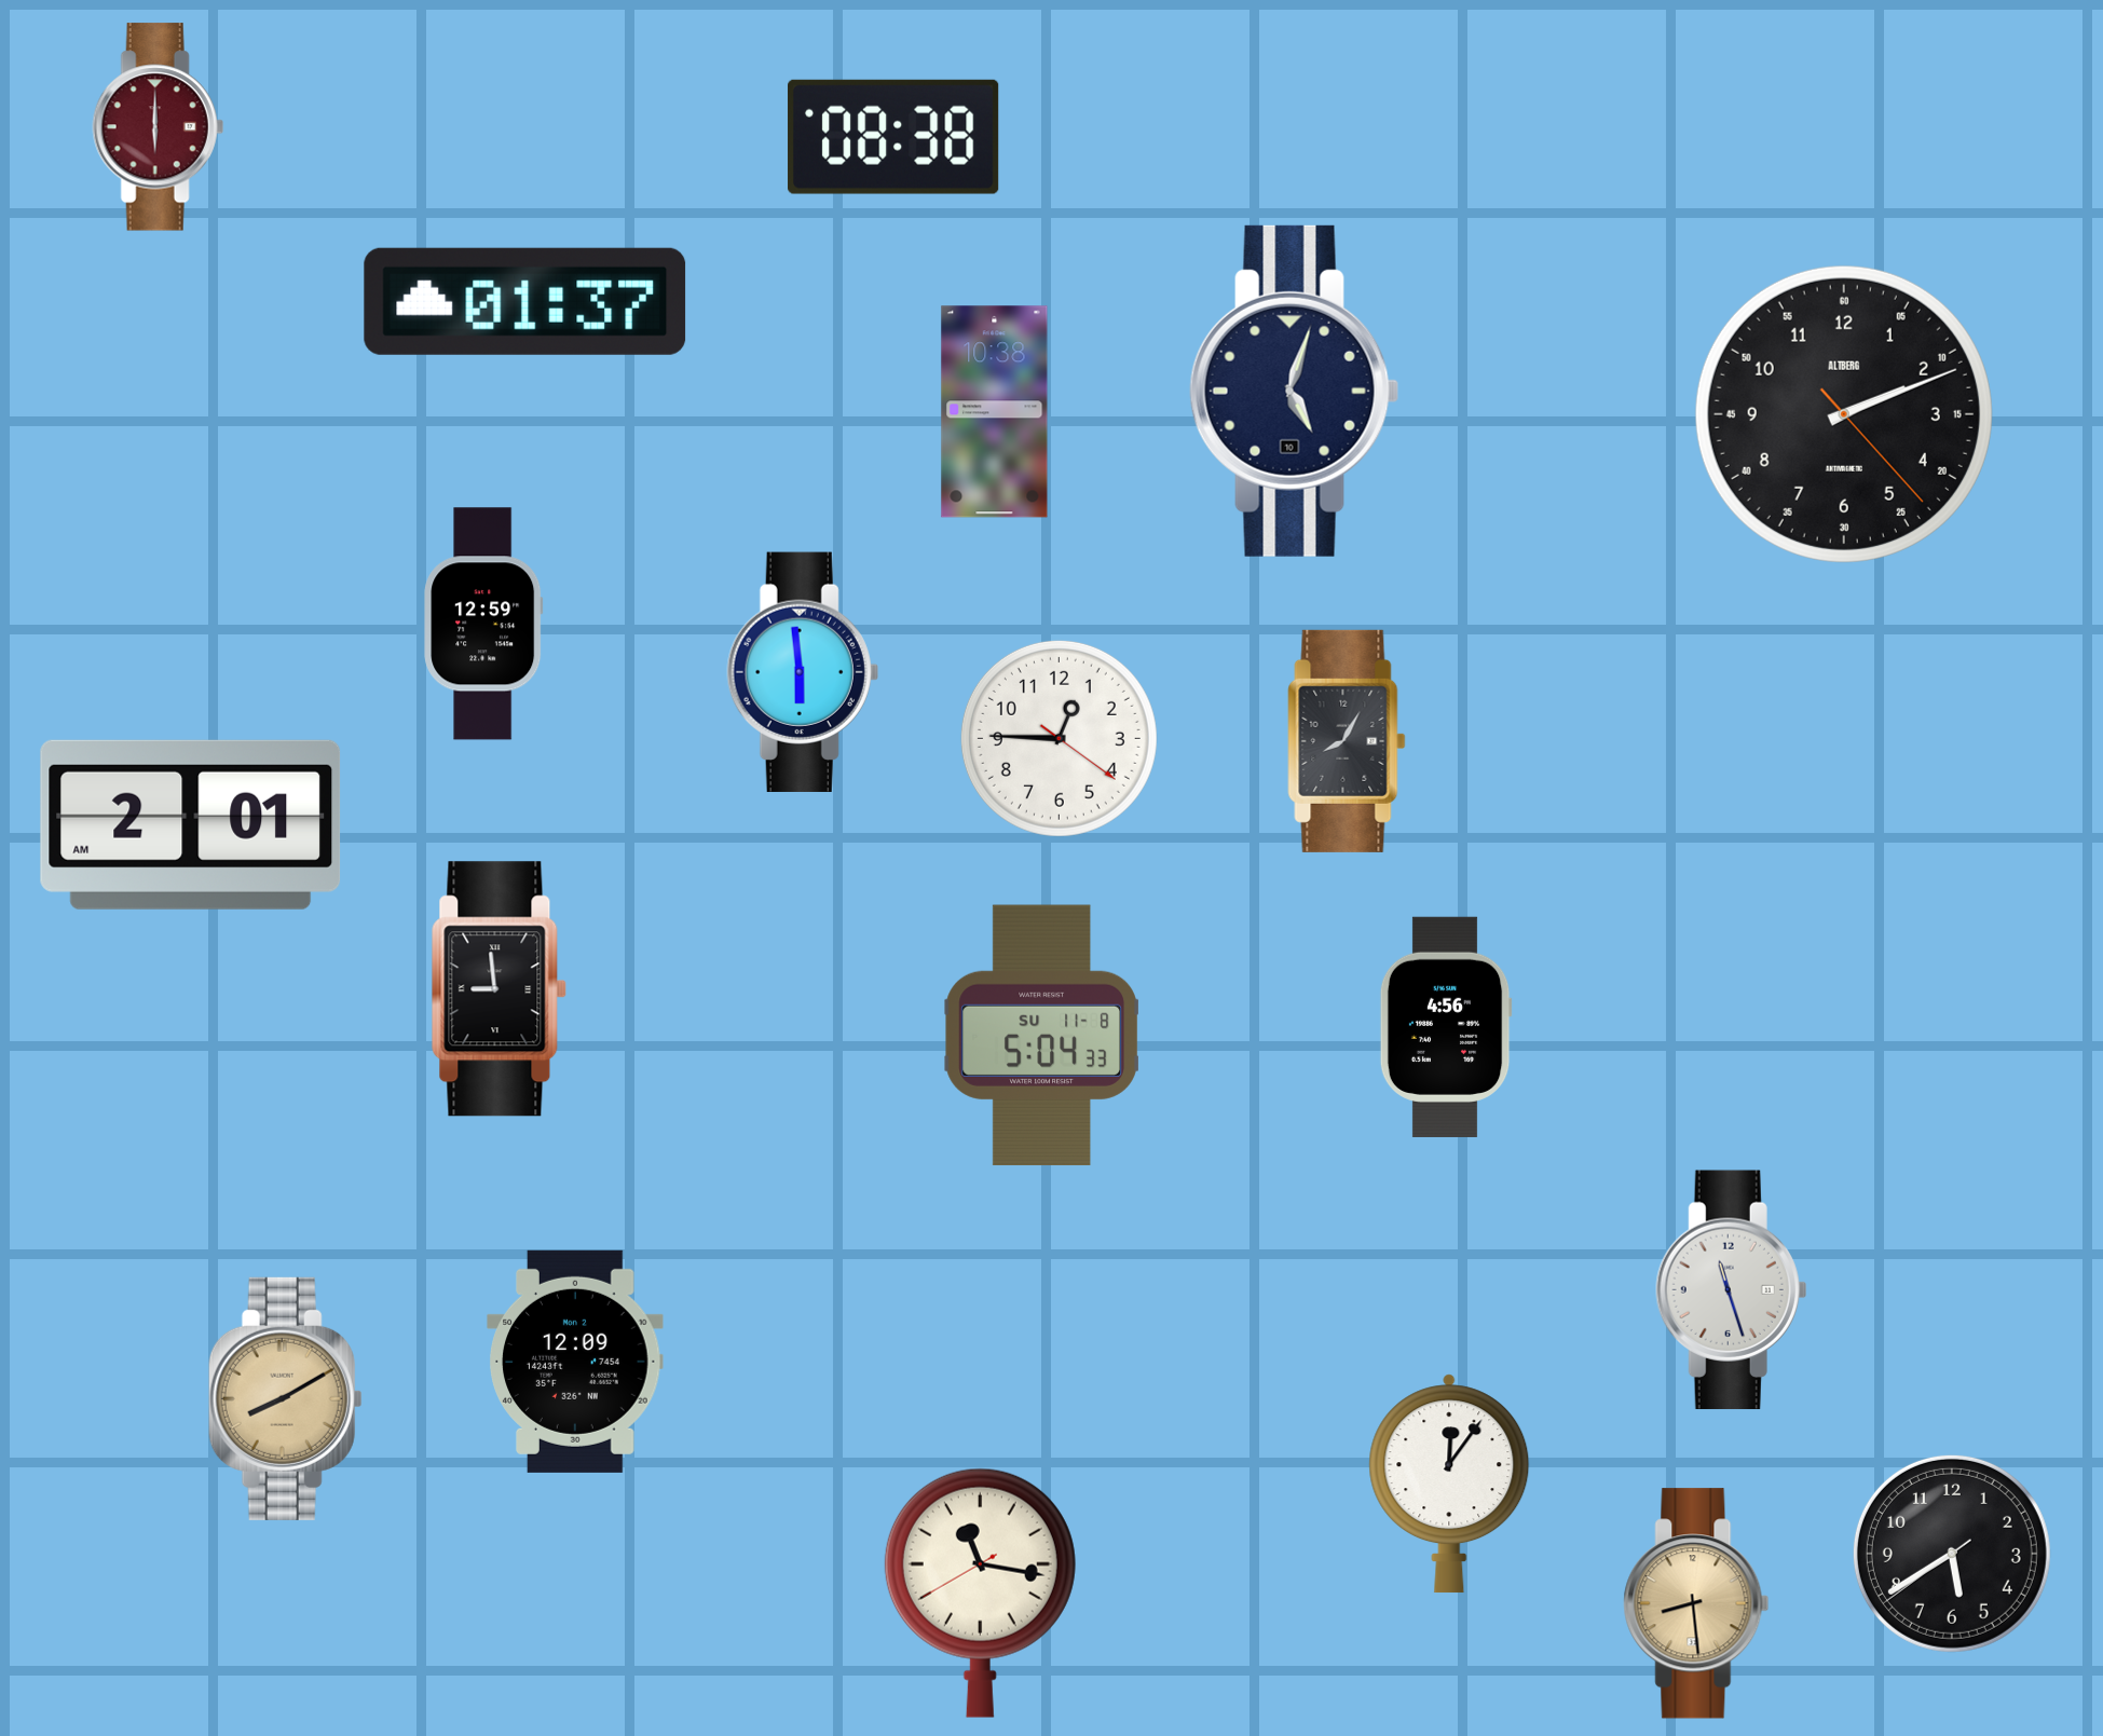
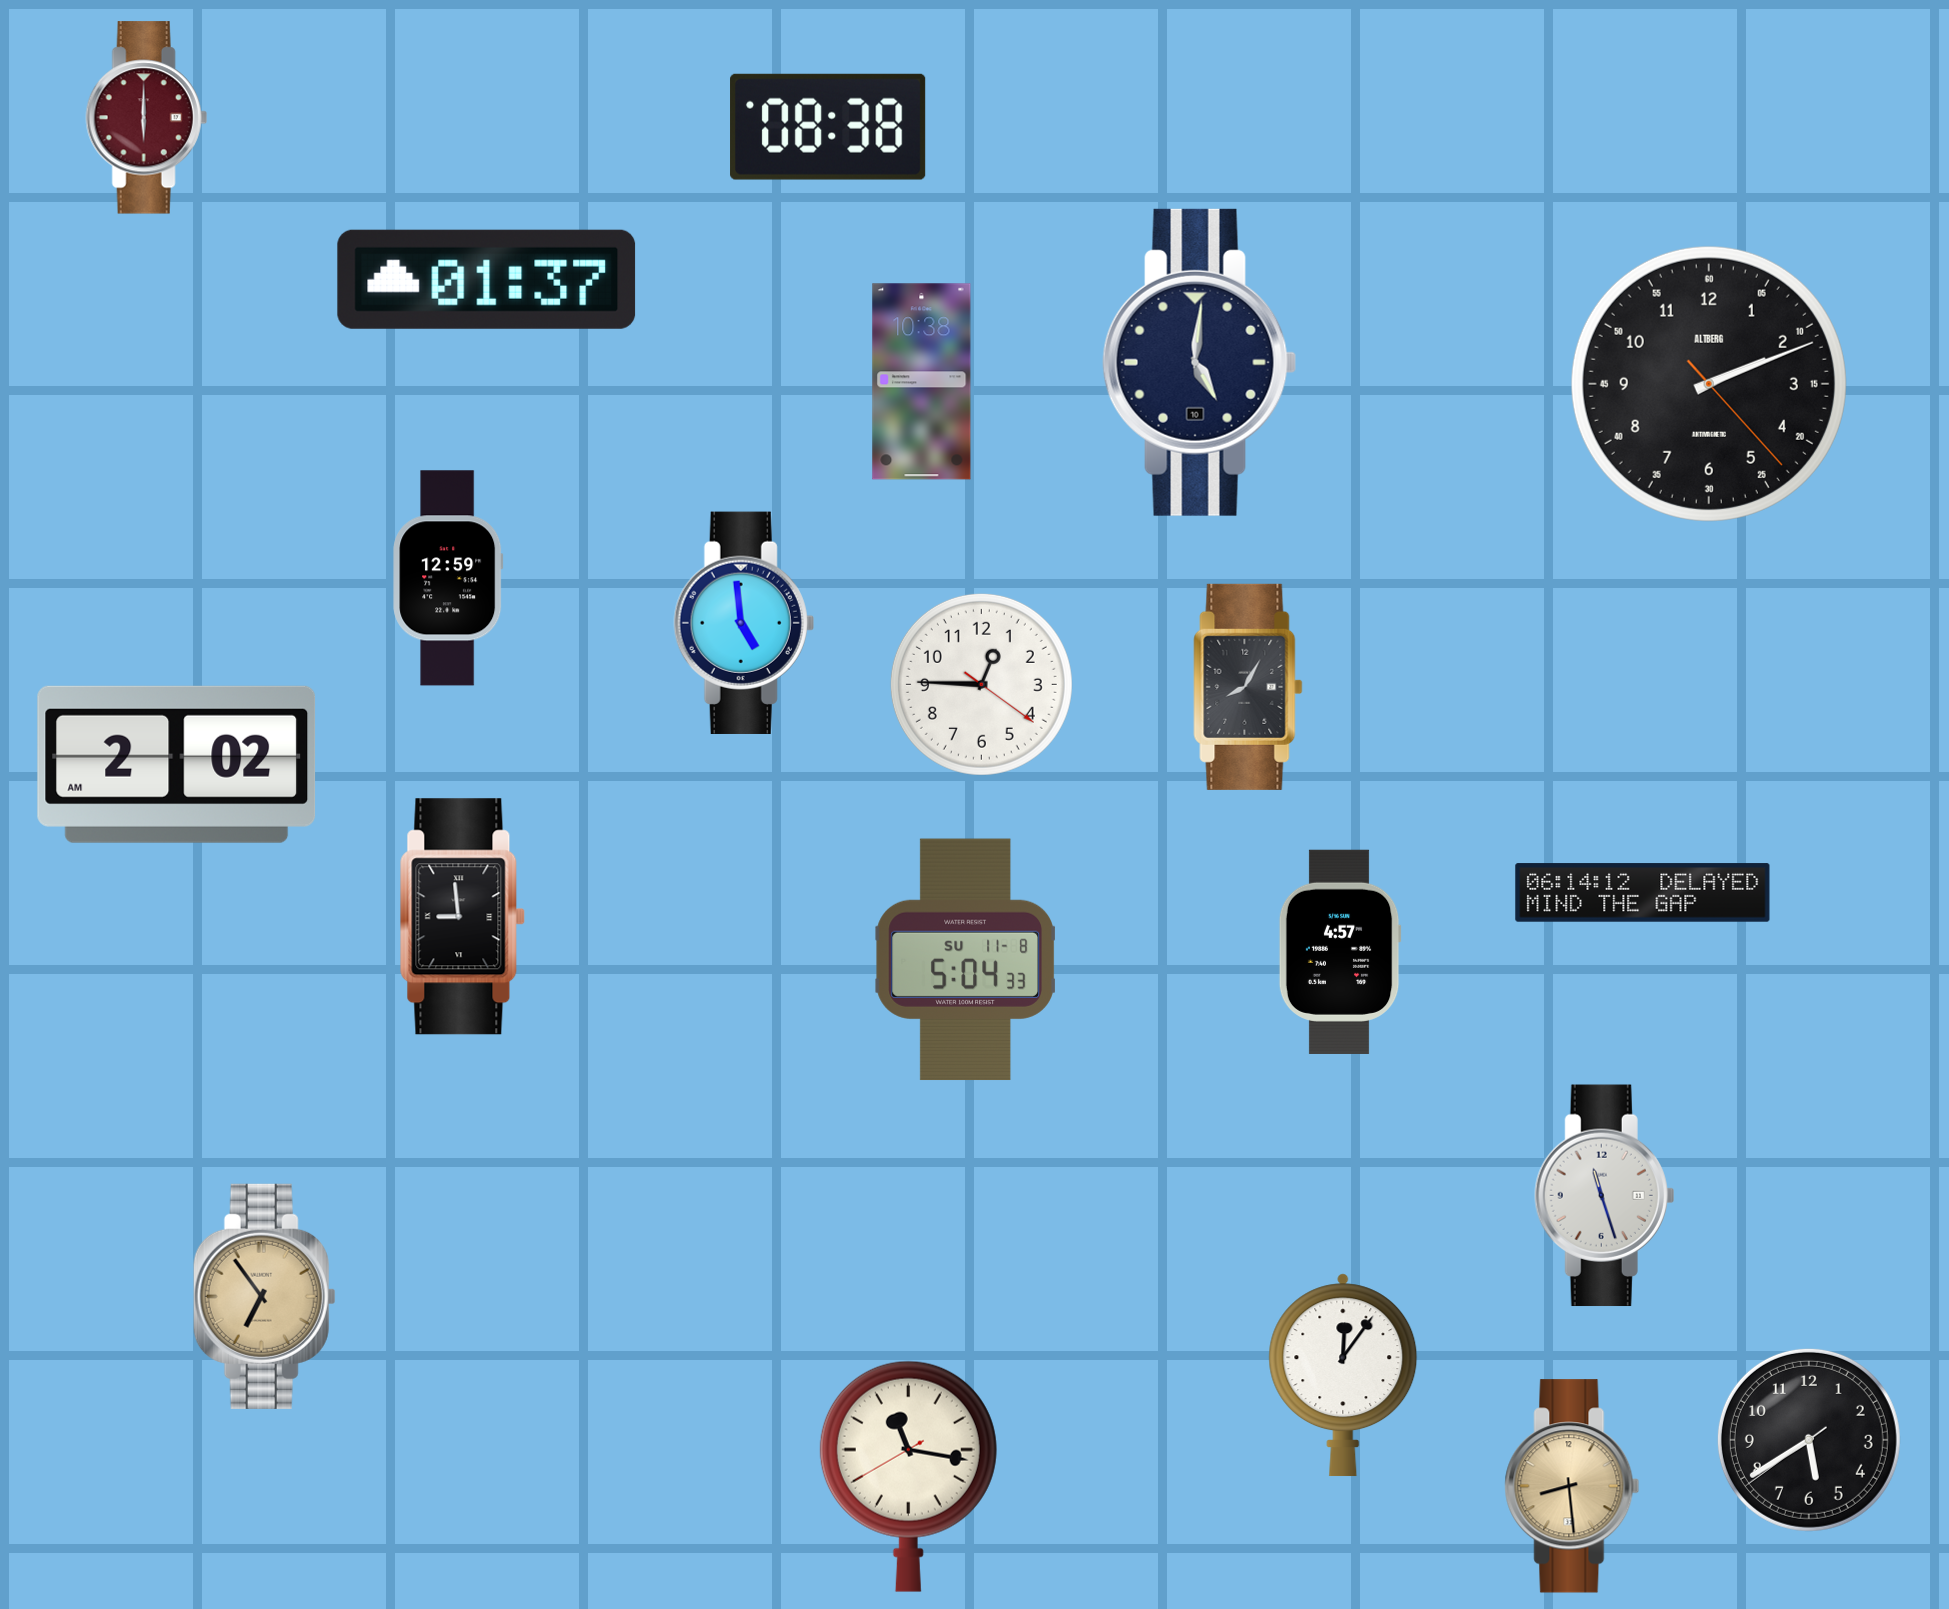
clock at (1295, 391): 5:03 -> 5:01
clock at (803, 671): 5:59 -> 4:59
clock at (191, 824): 2:01 -> 2:02
clock at (1643, 893): none -> 06:14
clock at (1446, 1027): 4:56 -> 4:57
clock at (575, 1362): 12:09 -> none
clock at (285, 1398): 8:10 -> 6:54
